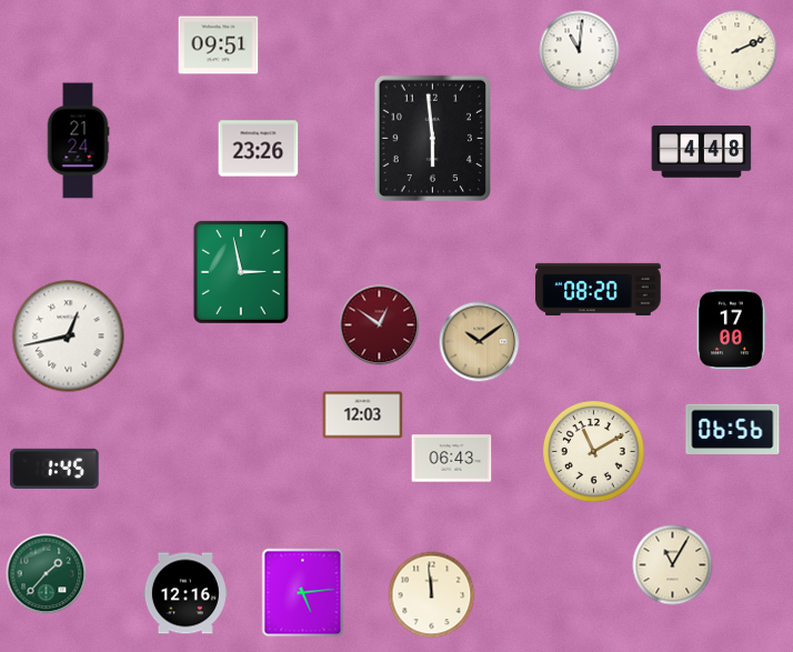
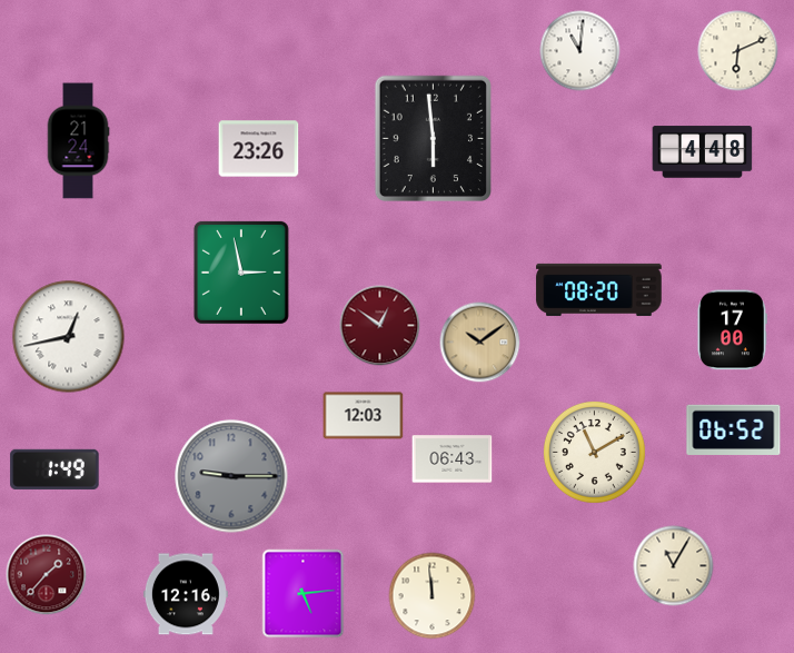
clock at (219, 46): 09:51 -> none
clock at (737, 51): 2:11 -> 6:11
clock at (733, 429): 06:56 -> 06:52
clock at (54, 469): 1:45 -> 1:49
clock at (231, 476): none -> 9:15
clock at (47, 574) dial: green -> burgundy
